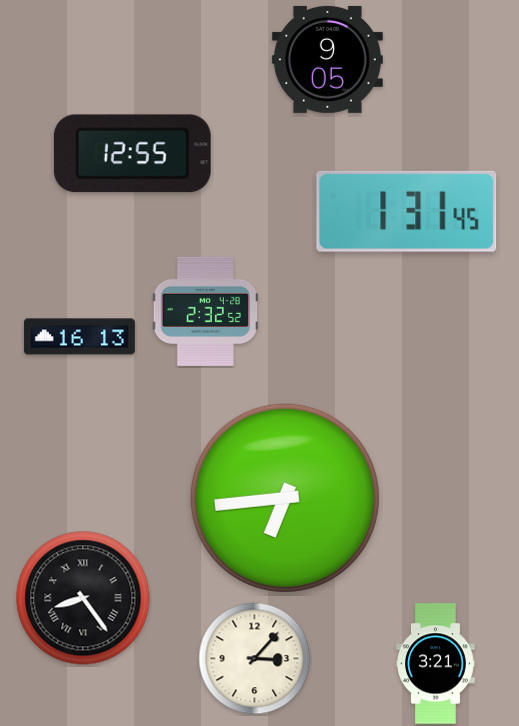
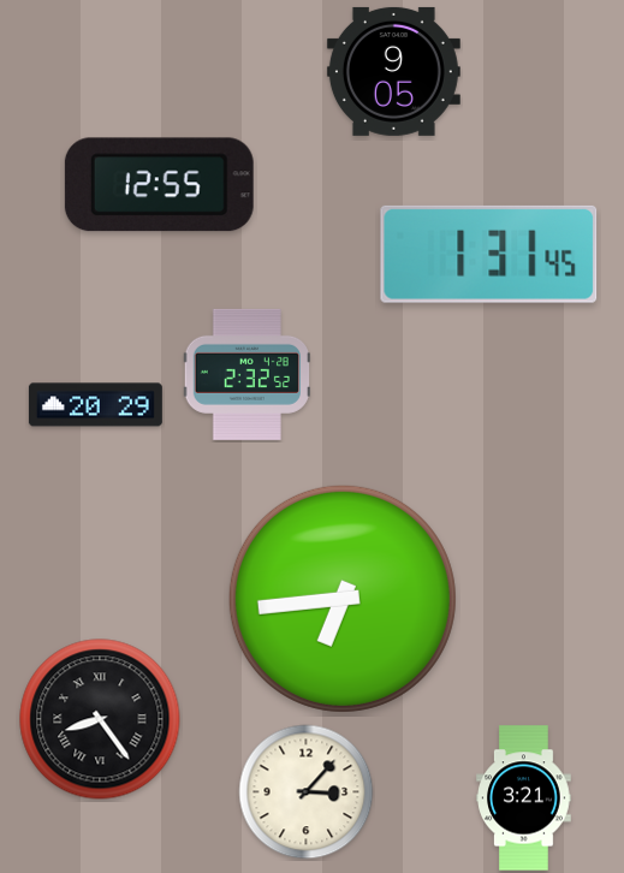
clock at (79, 337): 16:13 -> 20:29
